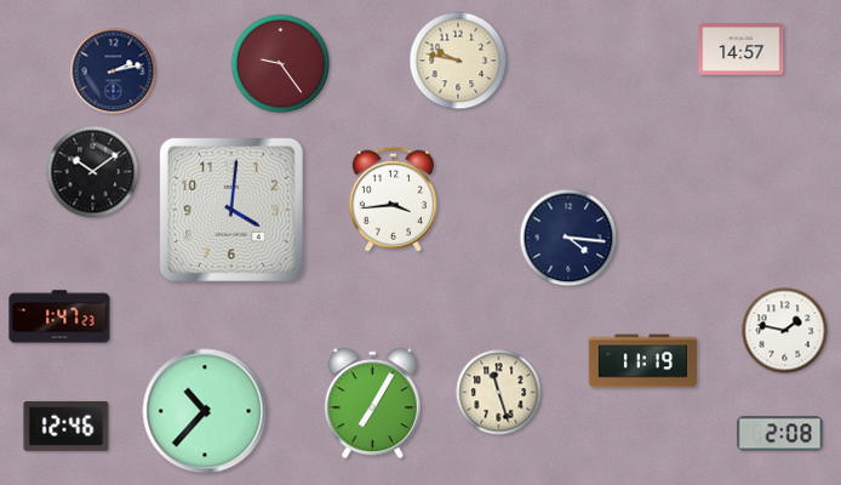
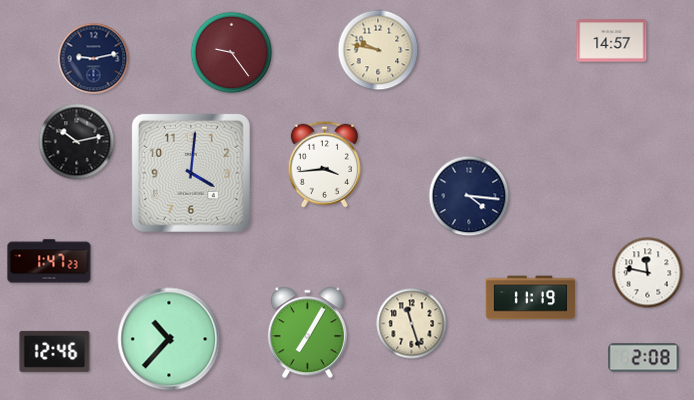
clock at (114, 72): 2:13 -> 9:13
clock at (93, 172): 10:09 -> 10:13
clock at (785, 331): 1:47 -> 11:47
